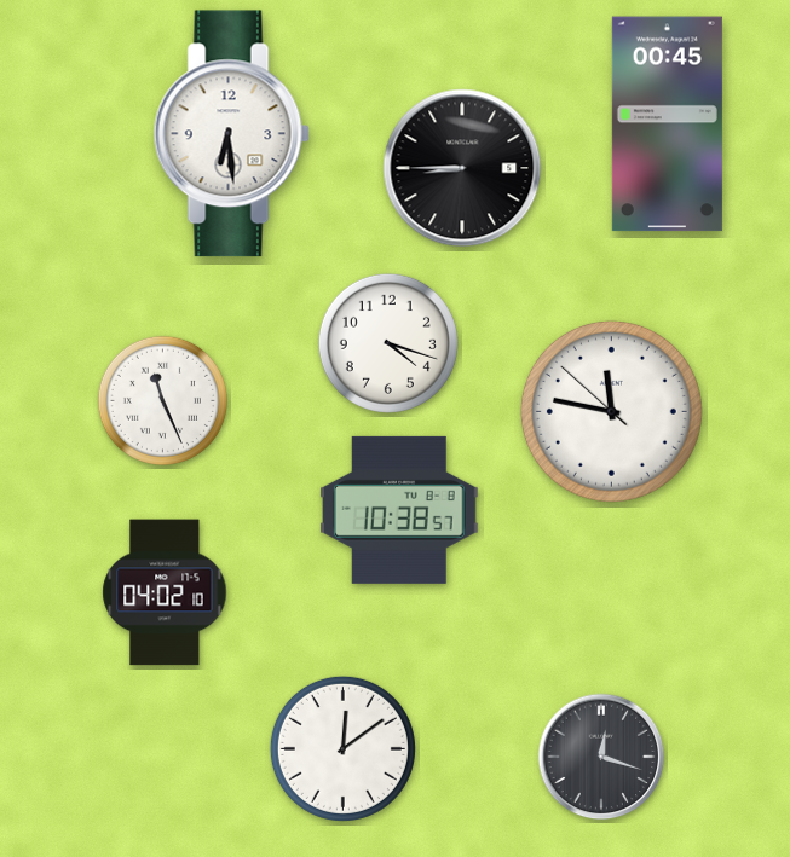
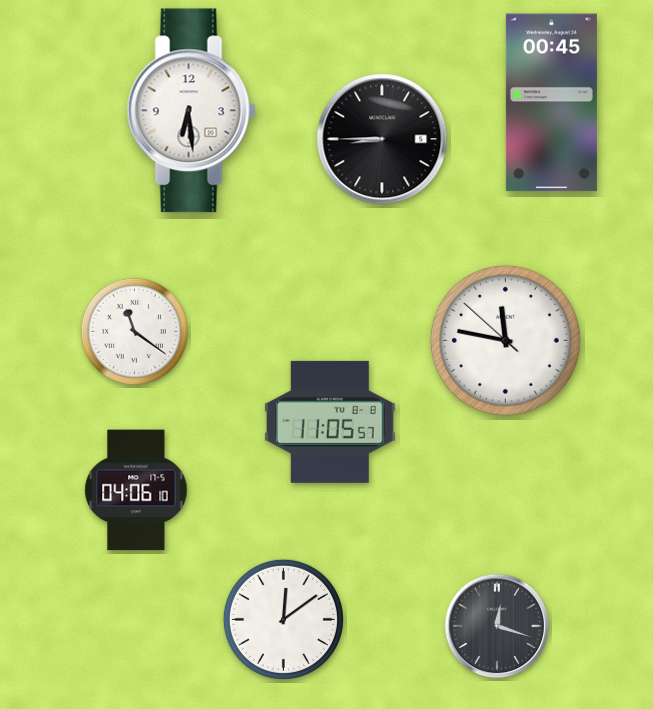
clock at (388, 343): 4:18 -> none
clock at (162, 400): 11:26 -> 11:21
clock at (399, 510): 10:38 -> 11:05
clock at (165, 592): 04:02 -> 04:06
